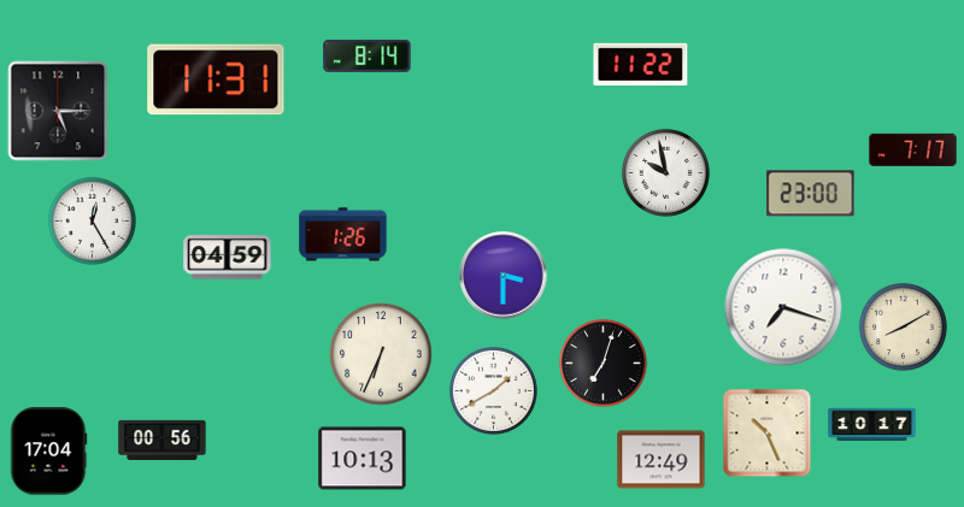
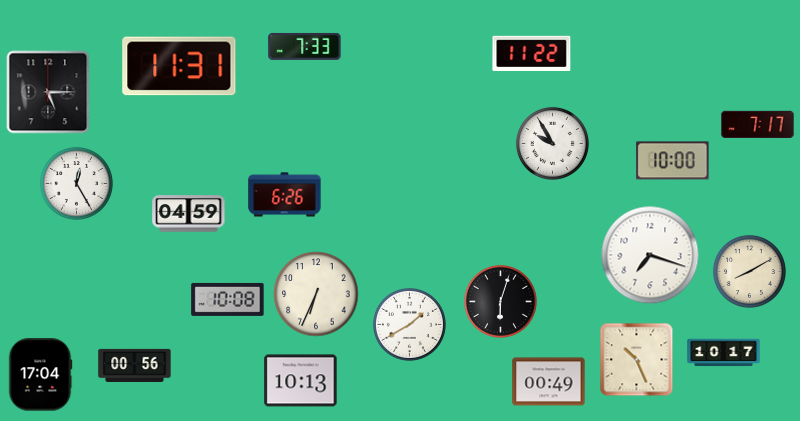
clock at (368, 55): 8:14 -> 7:33
clock at (665, 172): 9:58 -> 9:55
clock at (811, 194): 23:00 -> 10:00
clock at (343, 235): 1:26 -> 6:26
clock at (504, 276): 3:30 -> none
clock at (228, 299): none -> 10:08
clock at (602, 362): 7:03 -> 6:03
clock at (662, 460): 12:49 -> 00:49
